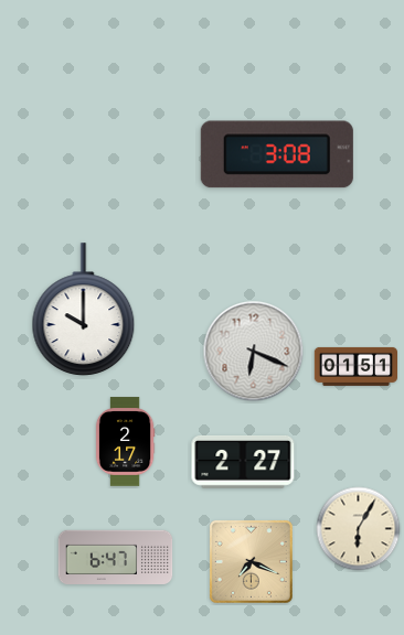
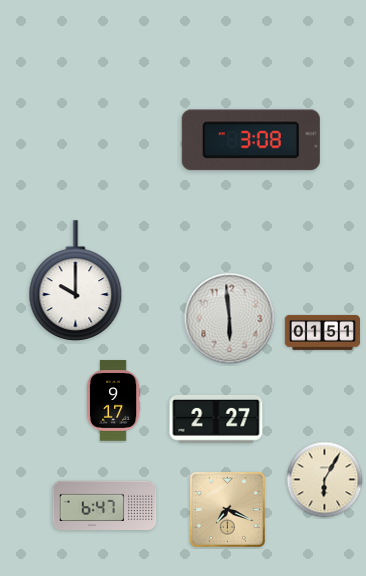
clock at (254, 352): 6:19 -> 5:59
clock at (125, 442): 2:17 -> 9:17
clock at (243, 462) position: (243, 462) -> (216, 419)
